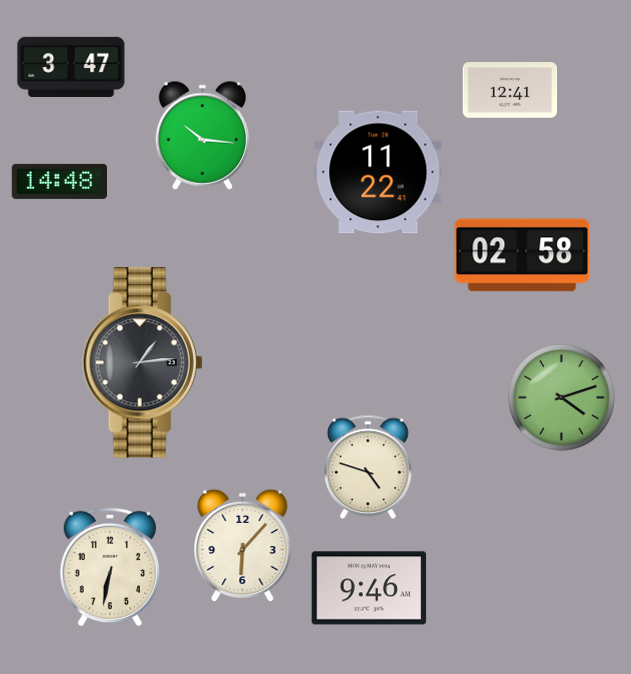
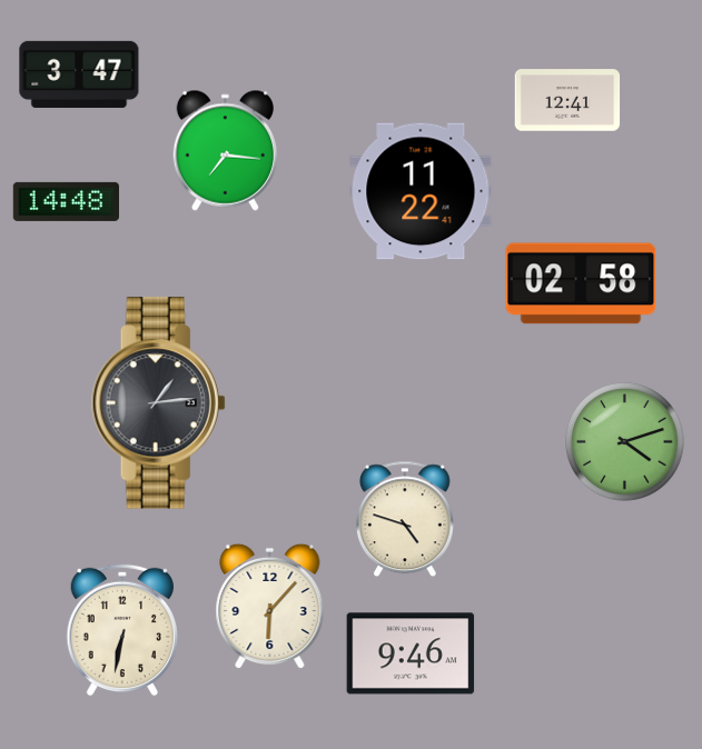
clock at (202, 135): 10:16 -> 7:16
clock at (368, 467) position: (368, 467) -> (405, 519)
